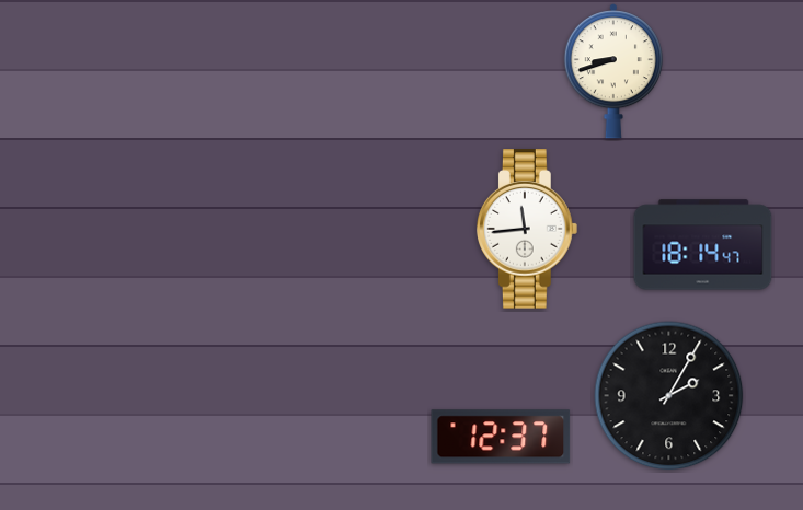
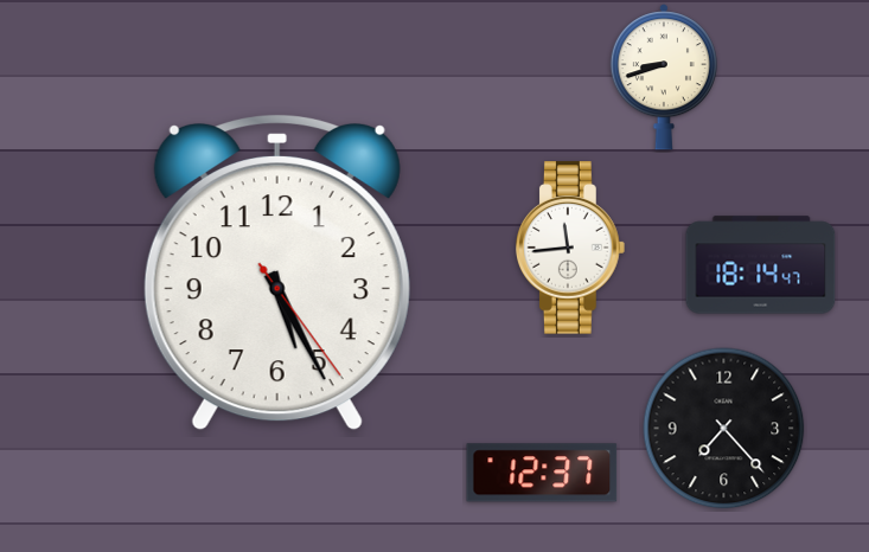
clock at (277, 274): none -> 5:25
clock at (669, 396): 2:05 -> 7:23
